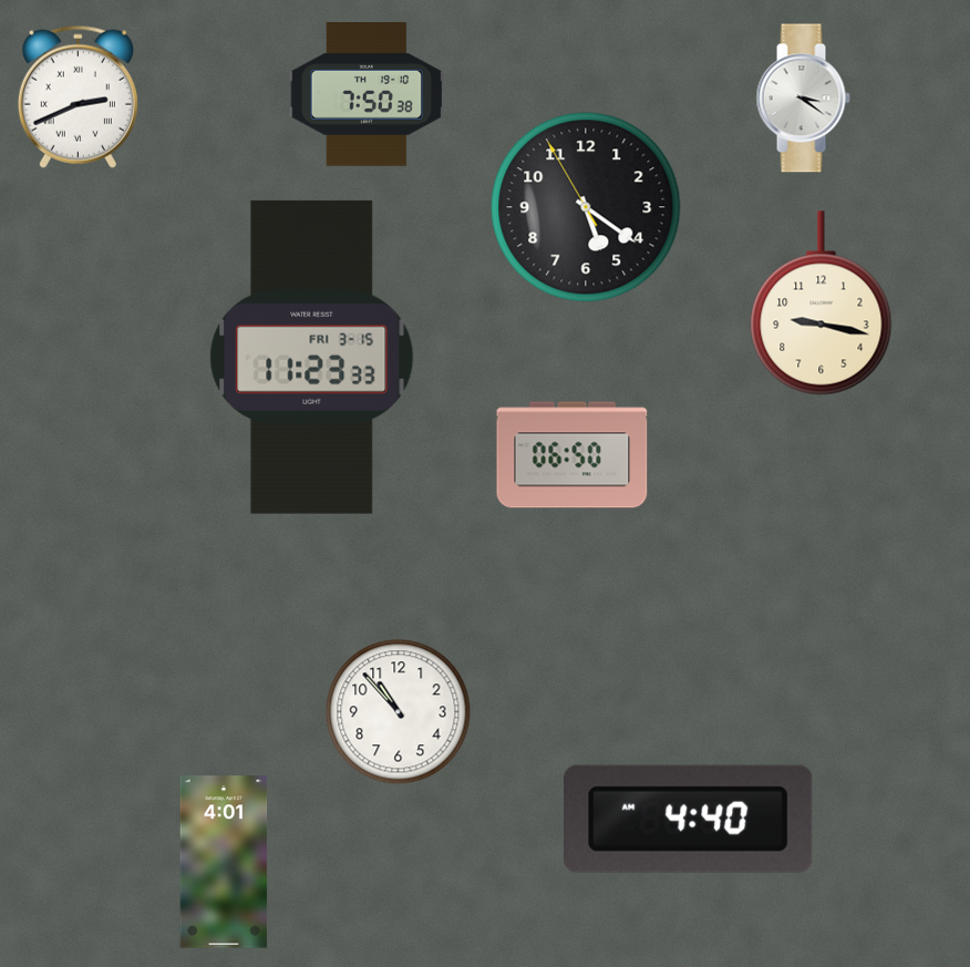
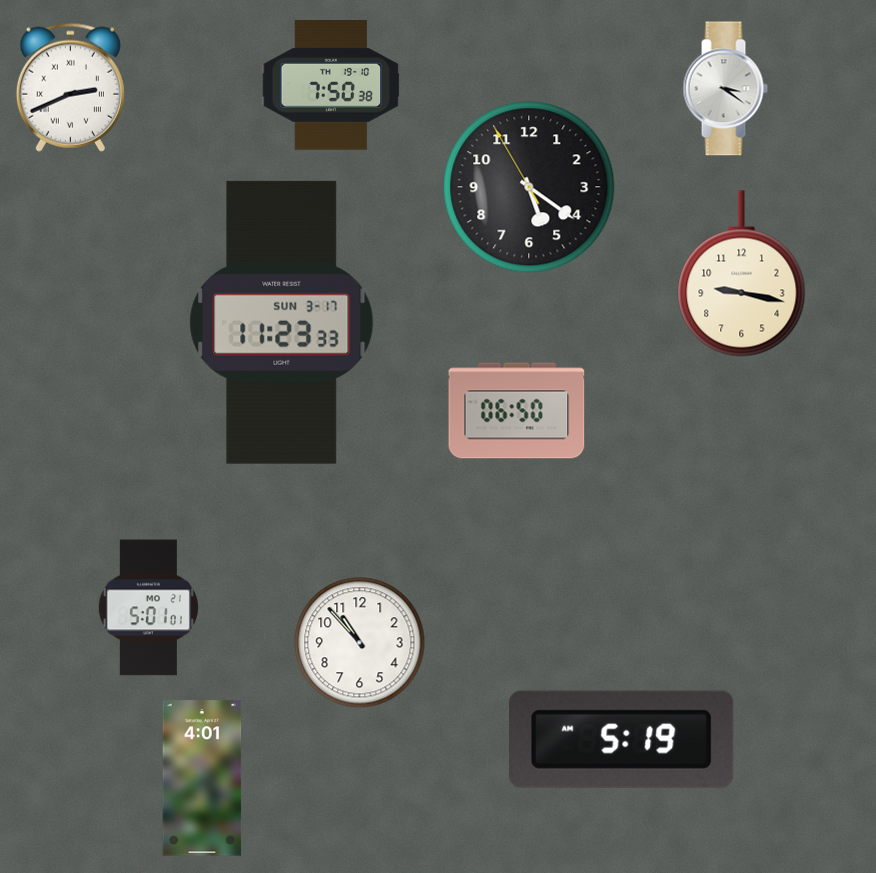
clock at (312, 357) date: FRI 3-15 -> SUN 3-17
clock at (148, 608): none -> 5:01
clock at (689, 819): 4:40 -> 5:19
